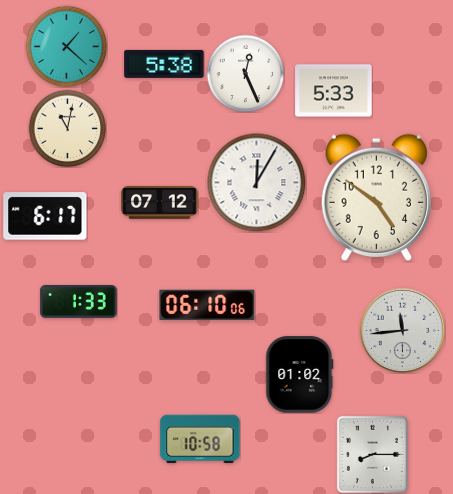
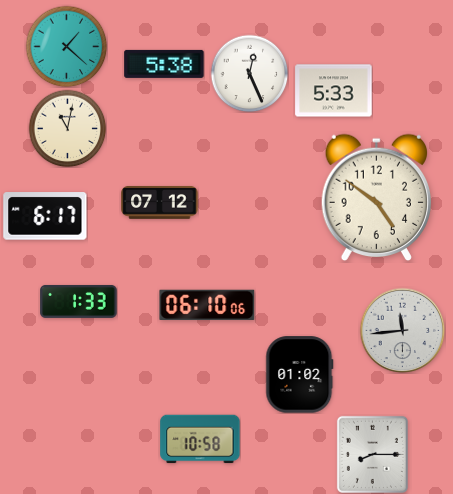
clock at (245, 73) position: (245, 73) -> (249, 73)
clock at (257, 183): 12:05 -> none
